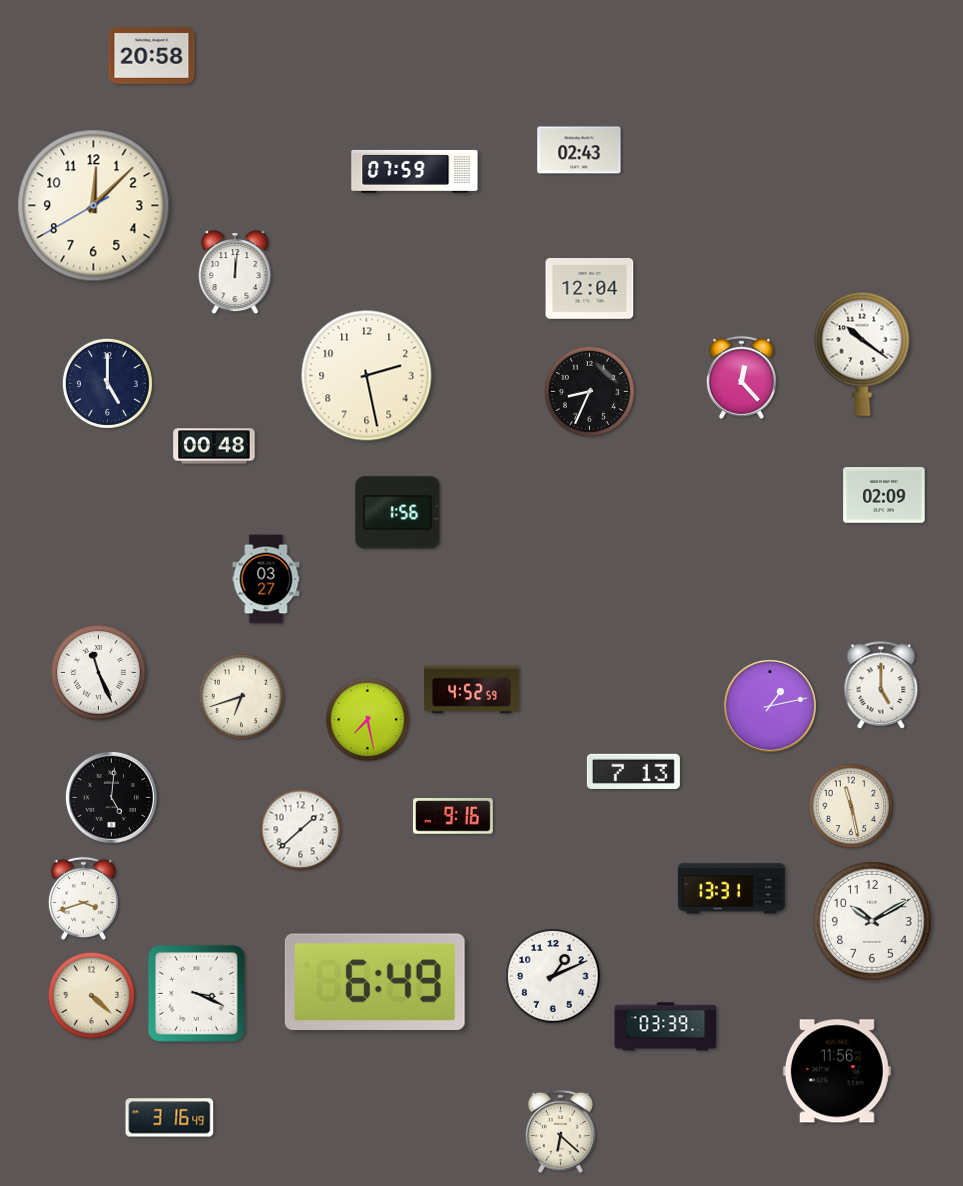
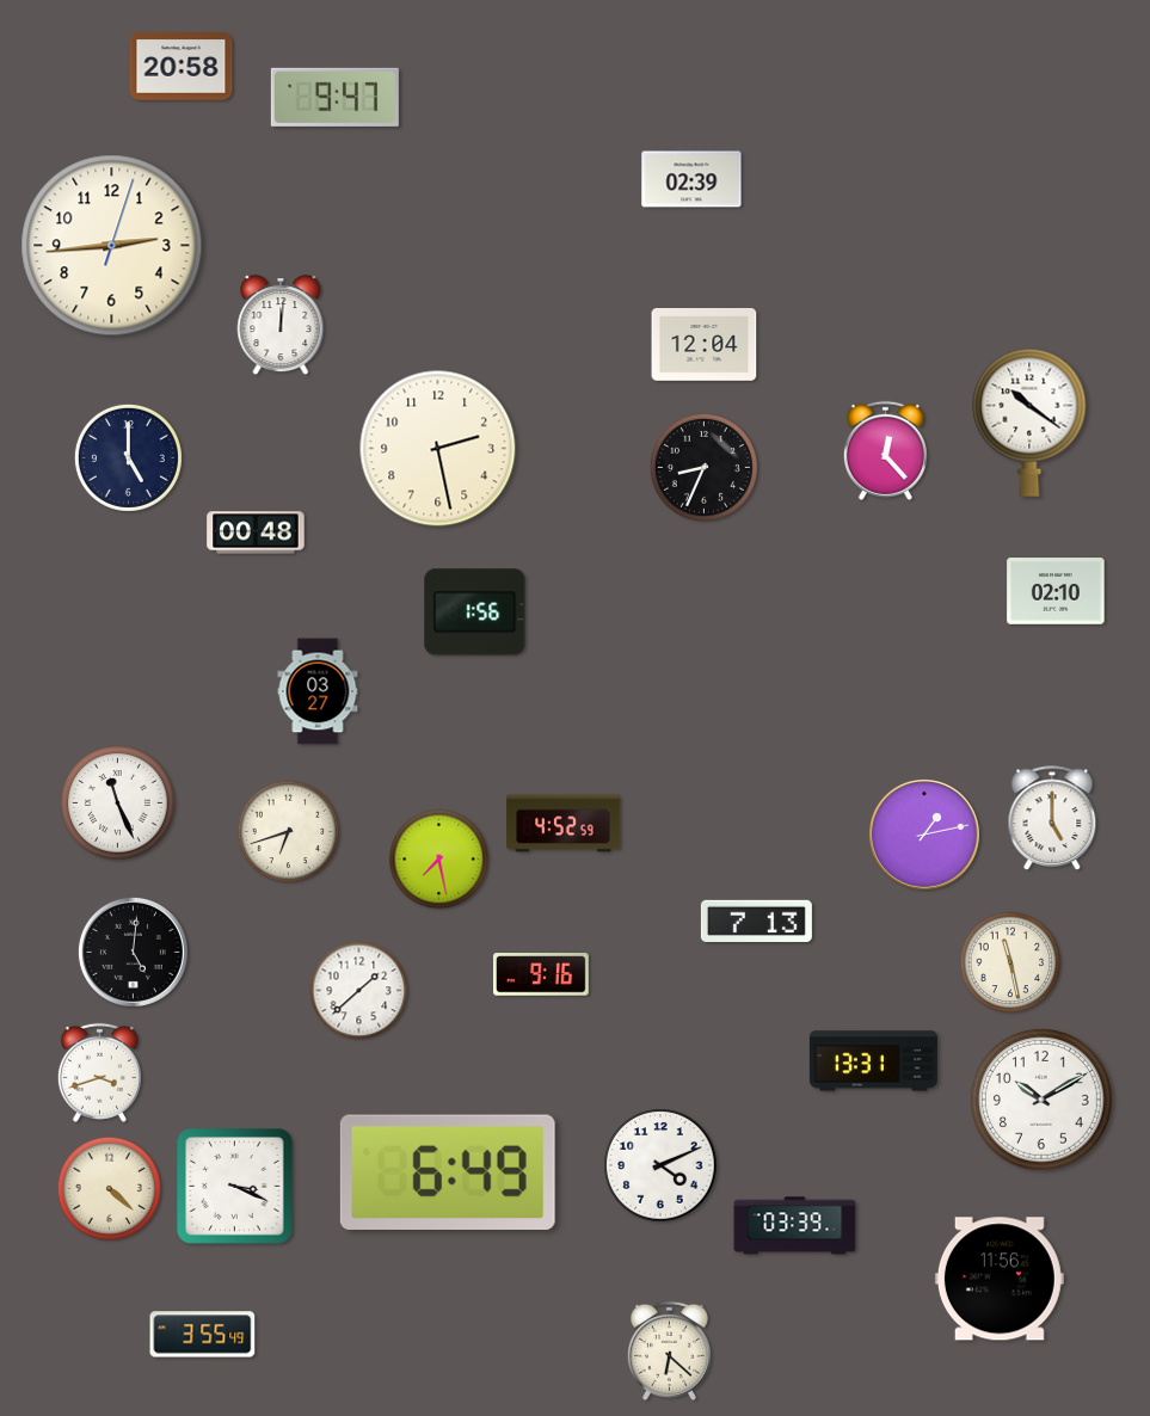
clock at (334, 97): none -> 9:47
clock at (579, 150): 02:43 -> 02:39
clock at (415, 171): 07:59 -> none
clock at (94, 206): 12:07 -> 2:44
clock at (884, 495): 02:09 -> 02:10
clock at (770, 706) position: (770, 706) -> (924, 835)
clock at (851, 806) position: (851, 806) -> (1010, 962)
clock at (553, 976): 1:11 -> 4:11
clock at (170, 1118): 3:16 -> 3:55
